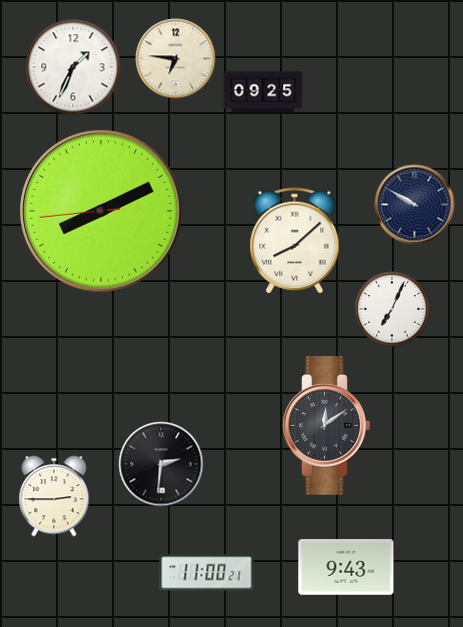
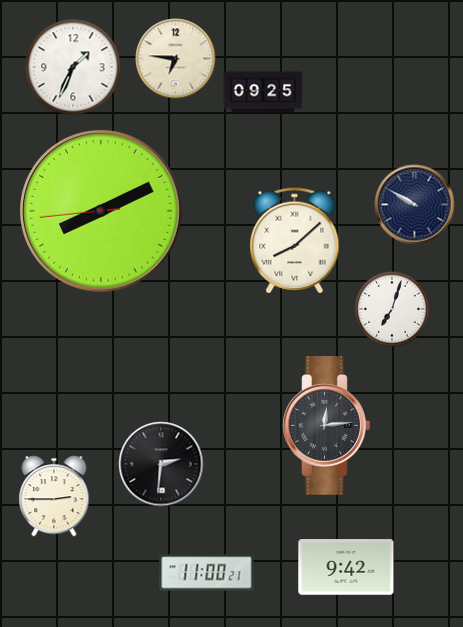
clock at (392, 309): 7:04 -> 7:03
clock at (327, 426): 12:09 -> 12:14
clock at (346, 567): 9:43 -> 9:42
